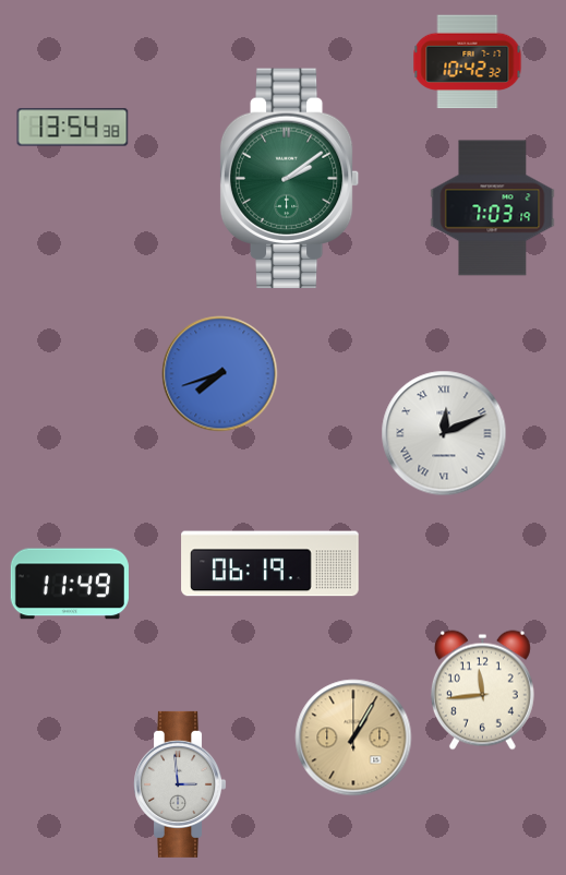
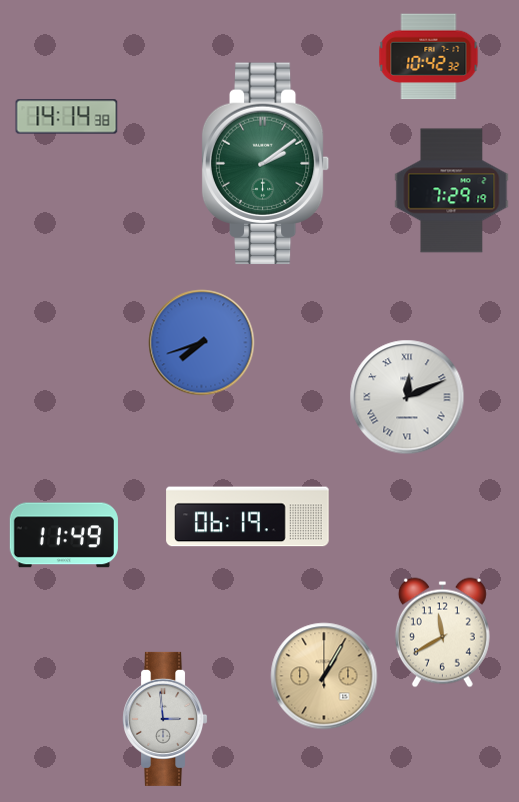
clock at (73, 128): 13:54 -> 14:14
clock at (493, 208): 7:03 -> 7:29
clock at (482, 691): 11:44 -> 11:40
